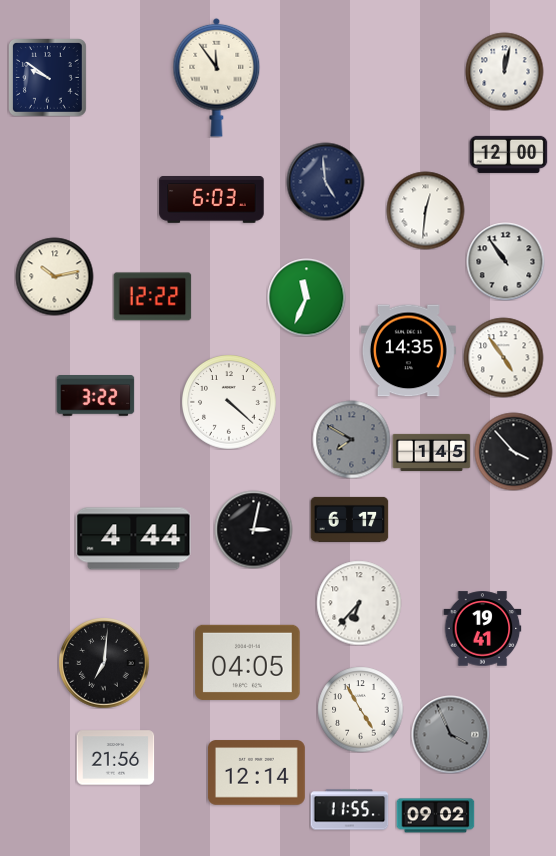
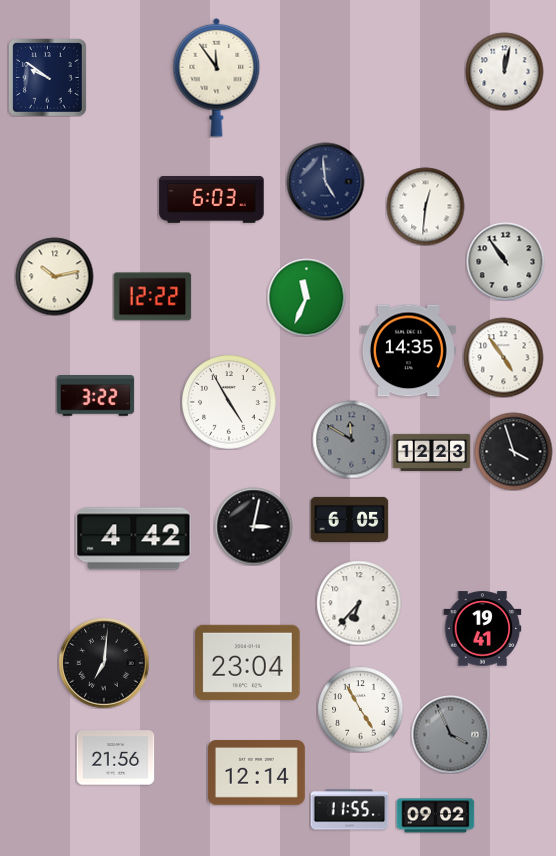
clock at (508, 154): 12:00 -> none
clock at (425, 210) position: (425, 210) -> (425, 206)
clock at (229, 402): 4:22 -> 4:55
clock at (351, 439): 7:50 -> 11:50
clock at (513, 451): 3:53 -> 3:57
clock at (431, 452): 1:45 -> 12:23
clock at (349, 519): 6:17 -> 6:05
clock at (253, 529) position: (253, 529) -> (253, 526)
clock at (134, 539): 4:44 -> 4:42
clock at (248, 662): 04:05 -> 23:04
